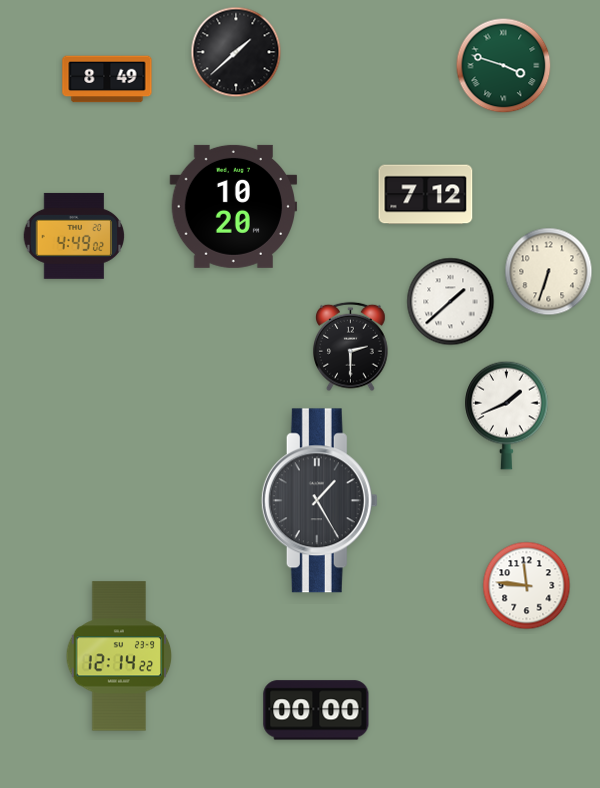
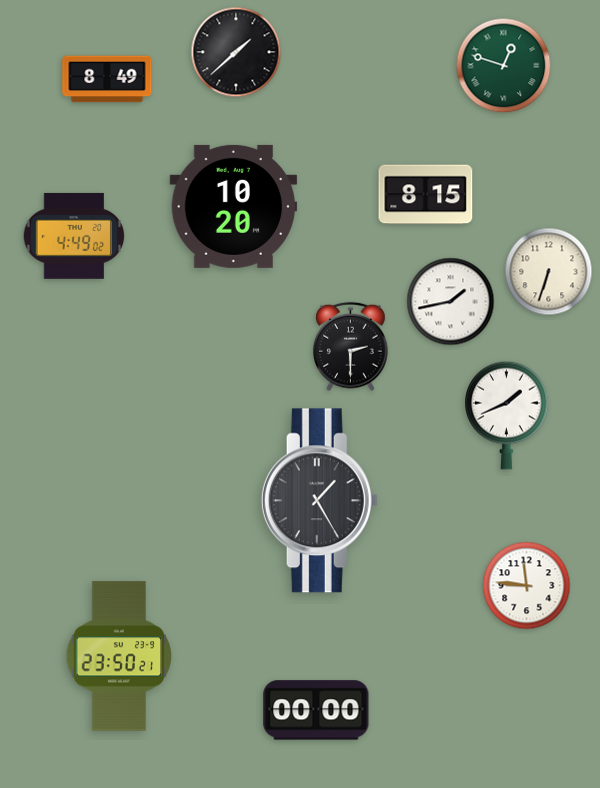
clock at (504, 66): 3:48 -> 12:48
clock at (426, 195): 7:12 -> 8:15
clock at (451, 302): 1:38 -> 1:43
clock at (119, 656): 12:14 -> 23:50
